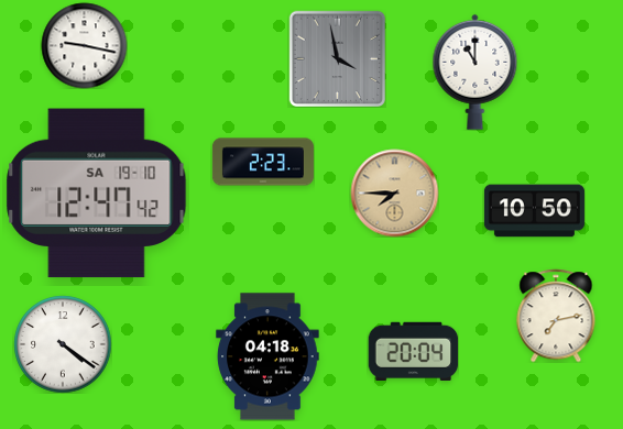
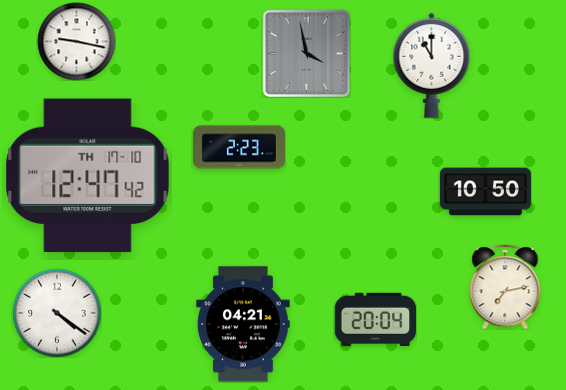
clock at (394, 193): 7:45 -> none
clock at (97, 194) date: SA 19-10 -> TH 17-10
clock at (267, 356): 04:18 -> 04:21
